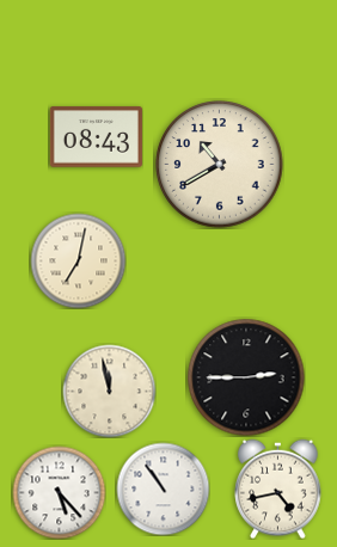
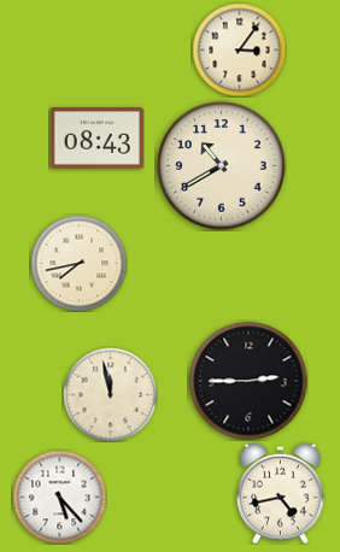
clock at (239, 49): none -> 3:06
clock at (78, 260): 7:02 -> 7:43
clock at (163, 488): 10:54 -> none
